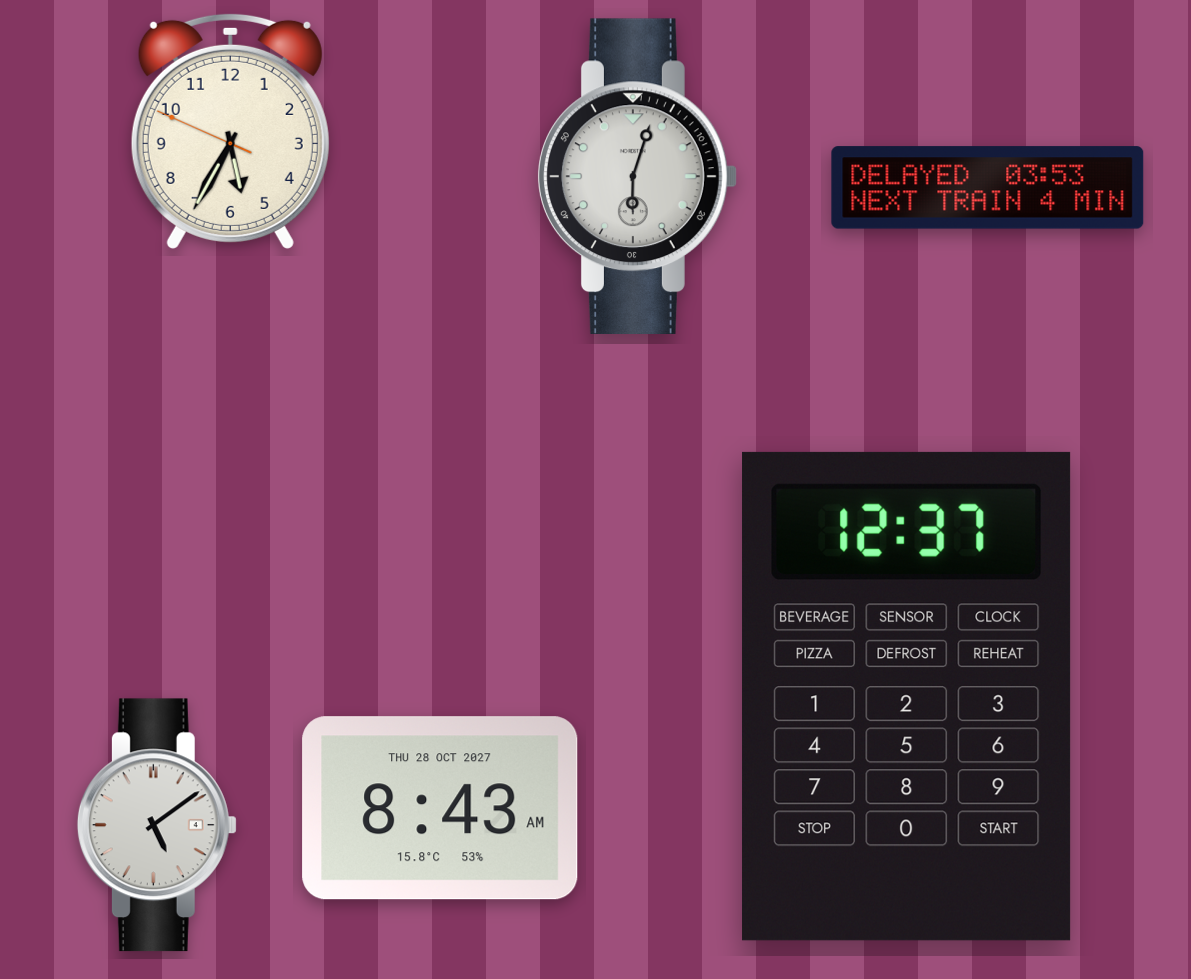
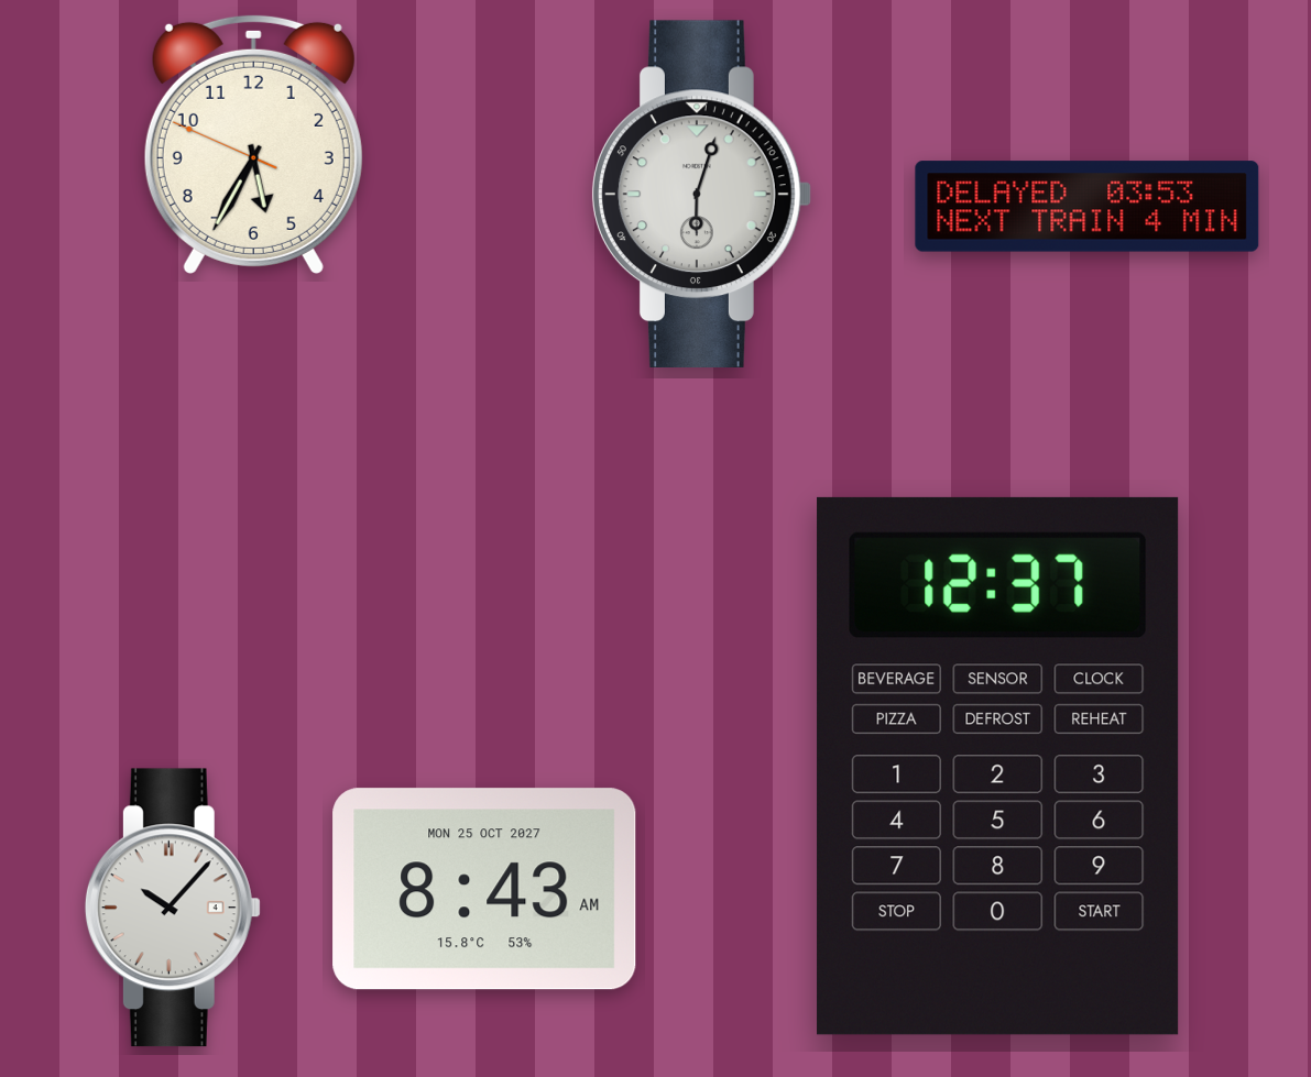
clock at (440, 808) date: THU 28 OCT 2027 -> MON 25 OCT 2027
clock at (157, 825): 5:09 -> 10:07
